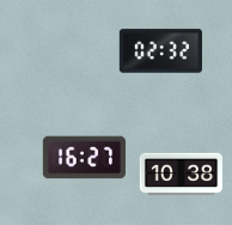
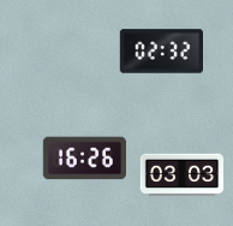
clock at (84, 158): 16:27 -> 16:26
clock at (182, 175): 10:38 -> 03:03
